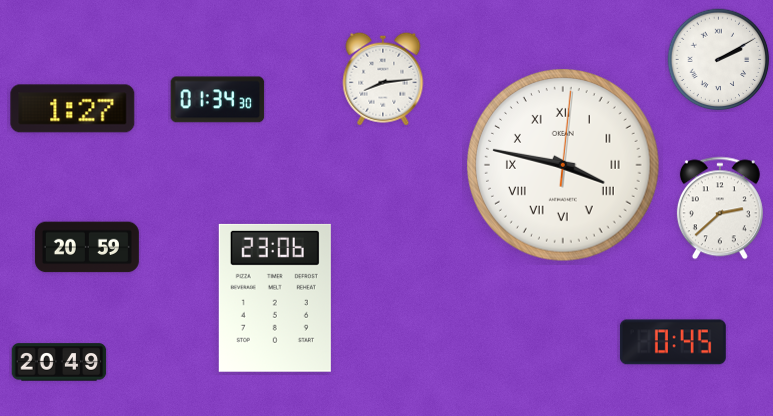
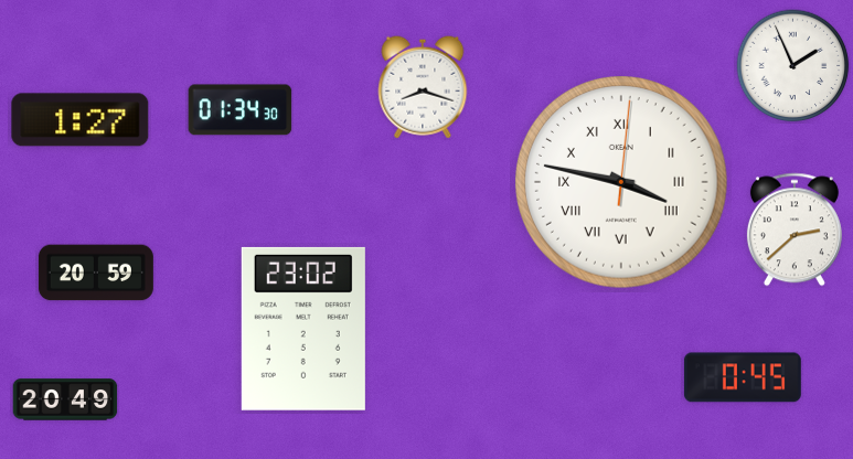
clock at (719, 60): 2:10 -> 1:56
clock at (383, 79): 8:14 -> 8:18
clock at (275, 298): 23:06 -> 23:02
